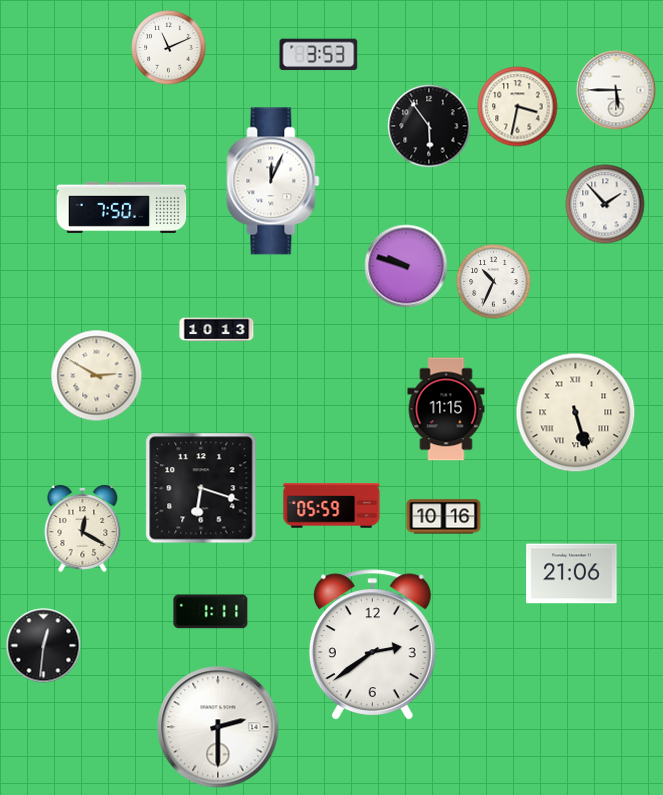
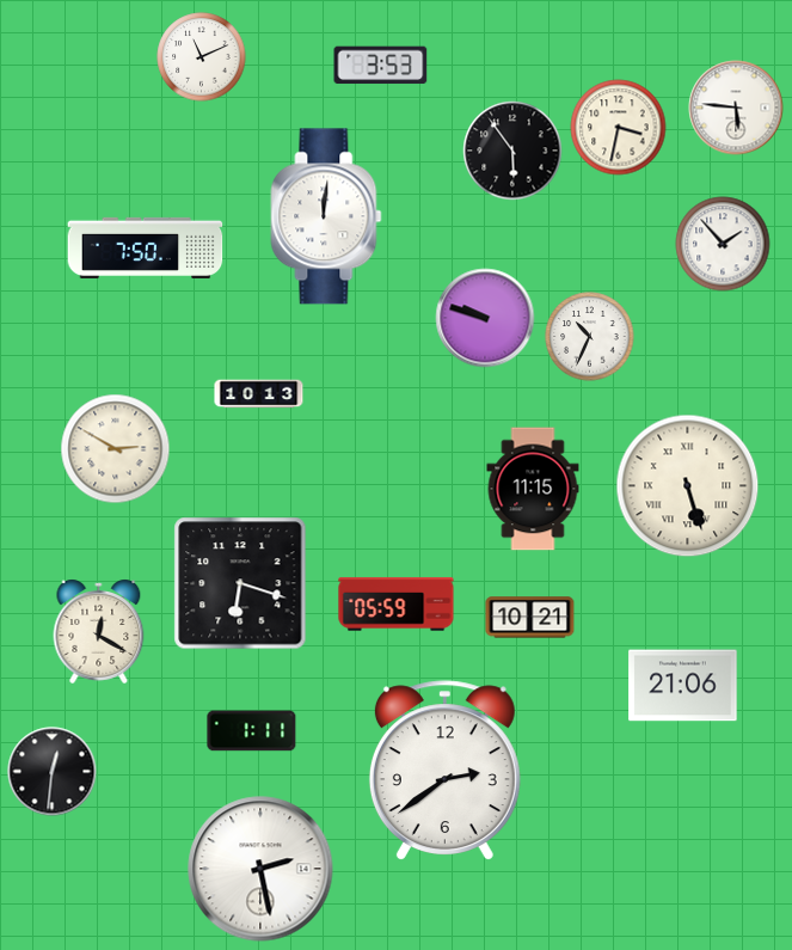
clock at (616, 90): 5:45 -> 5:46
clock at (273, 181): 12:04 -> 12:01
clock at (576, 413) position: (576, 413) -> (688, 486)
clock at (444, 517): 10:16 -> 10:21
clock at (218, 727): 2:30 -> 2:28
